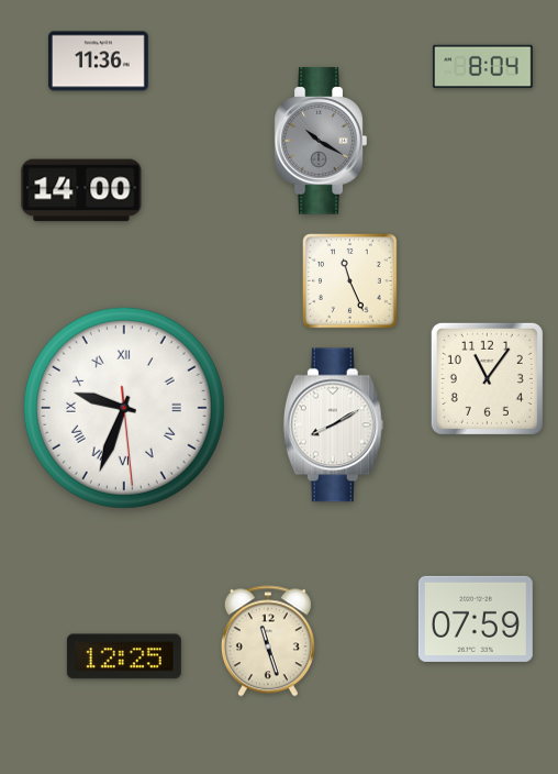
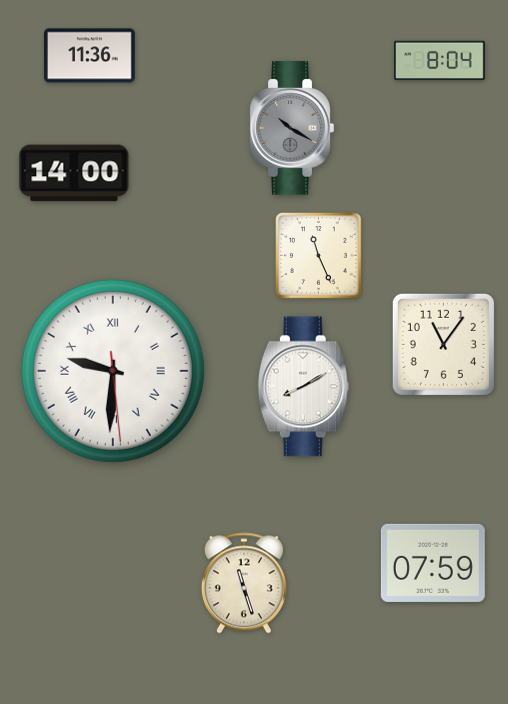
clock at (124, 408): 9:33 -> 9:30
clock at (124, 656): 12:25 -> none
